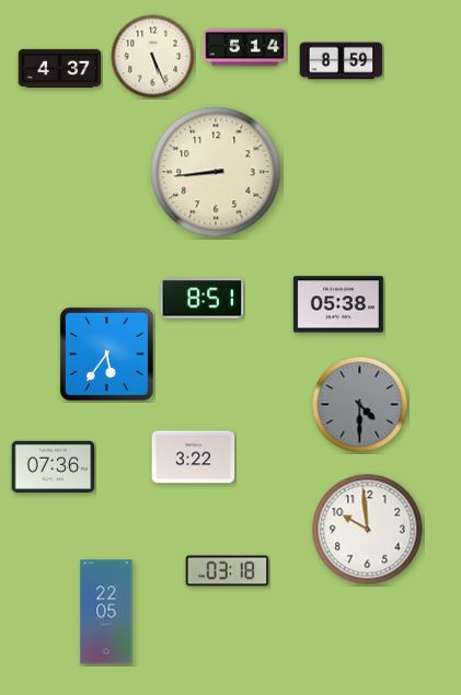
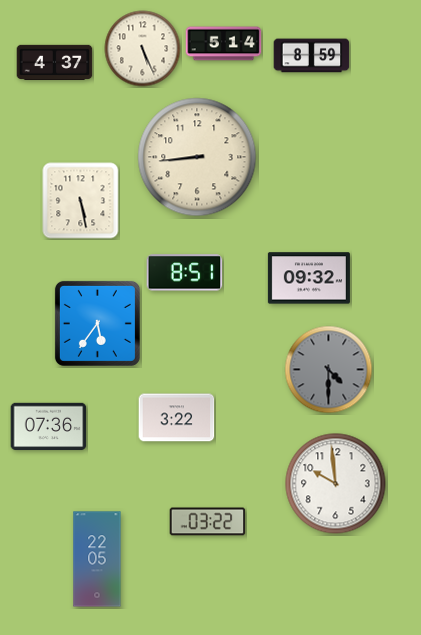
clock at (153, 57) position: (153, 57) -> (143, 49)
clock at (81, 201): none -> 5:28
clock at (338, 304): 05:38 -> 09:32
clock at (228, 571): 03:18 -> 03:22
